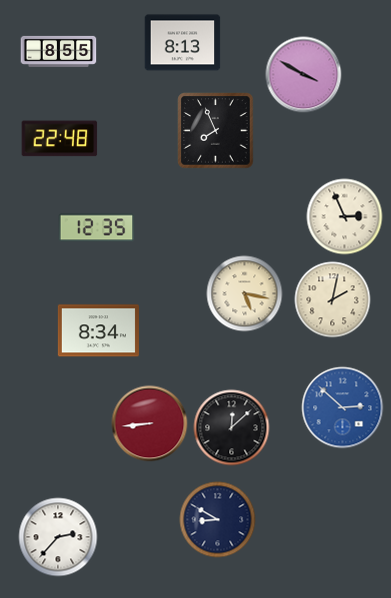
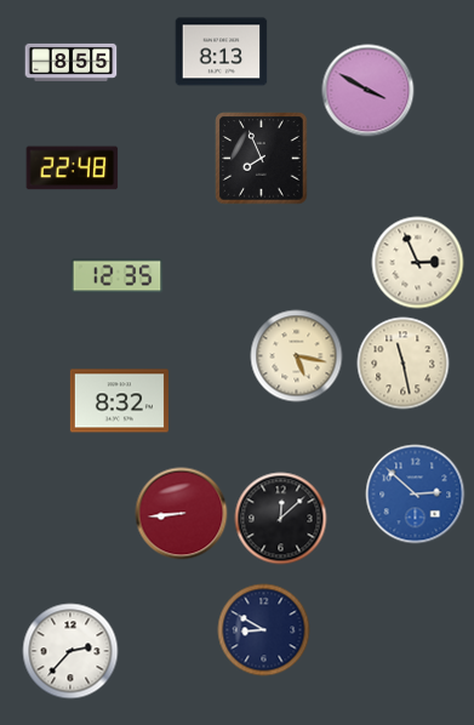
clock at (333, 300): 2:02 -> 11:28
clock at (98, 331): 8:34 -> 8:32
